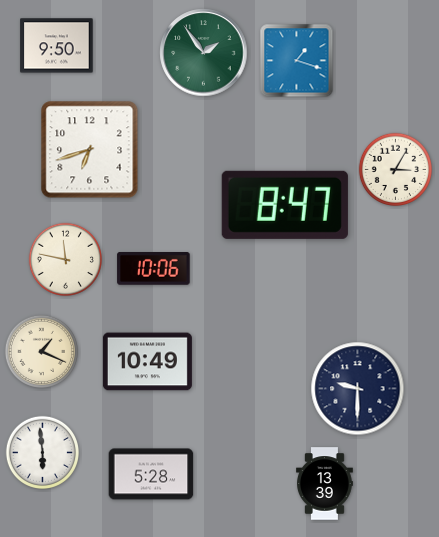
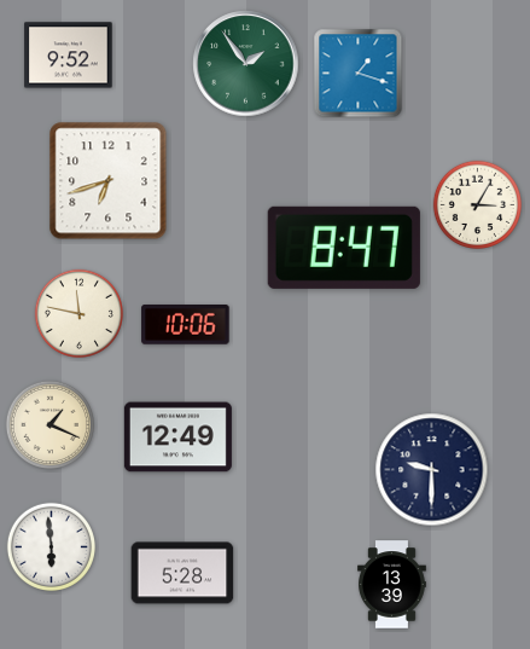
clock at (57, 46): 9:50 -> 9:52
clock at (147, 362): 10:49 -> 12:49
